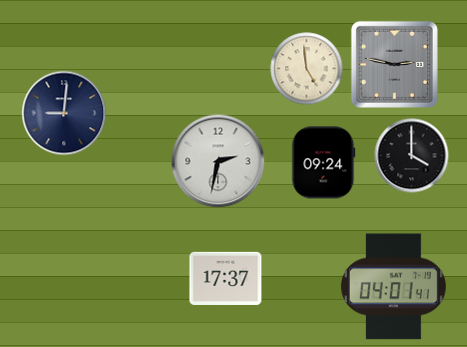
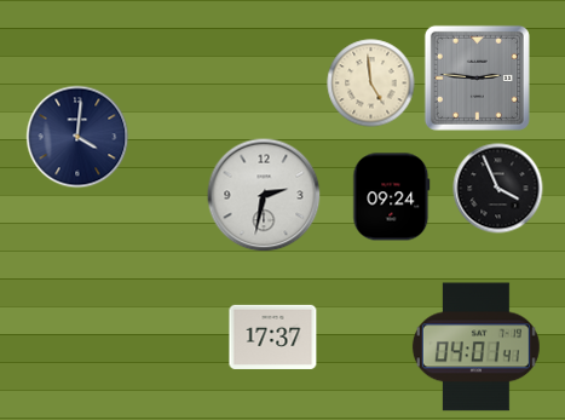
clock at (394, 64): 2:47 -> 2:46
clock at (64, 113): 9:01 -> 4:01
clock at (412, 156): 4:00 -> 3:56
